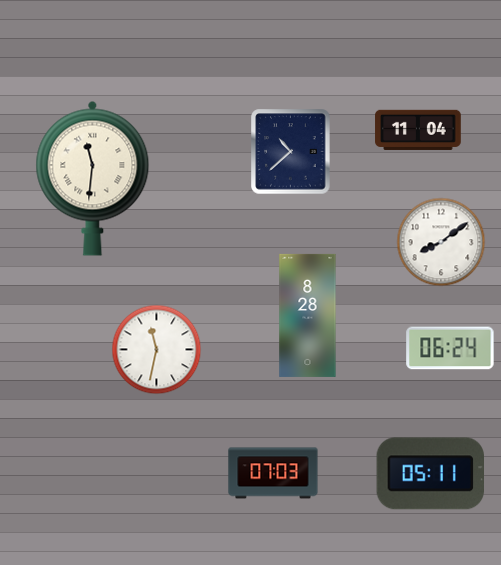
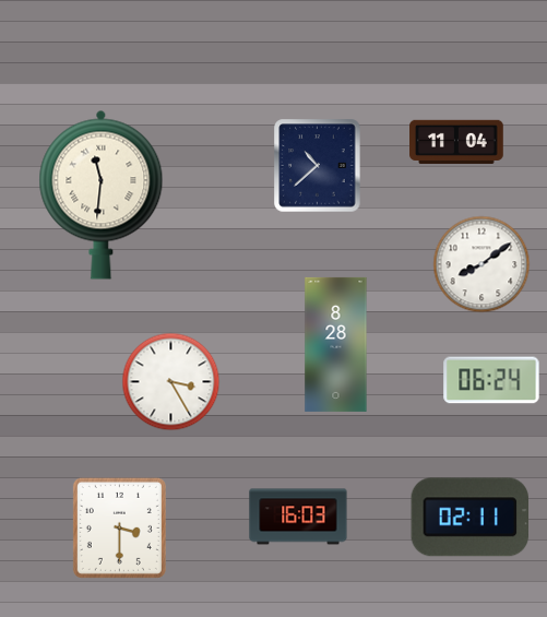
clock at (157, 350): 11:32 -> 3:25
clock at (273, 473): 07:03 -> 16:03
clock at (431, 474): 05:11 -> 02:11
clock at (119, 527): none -> 3:30
